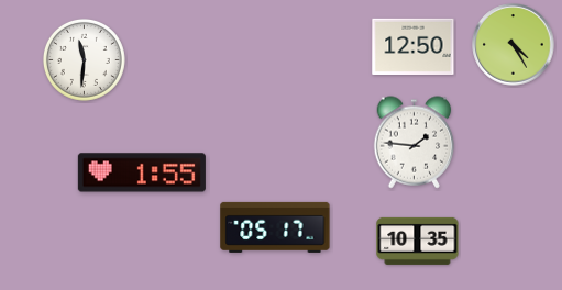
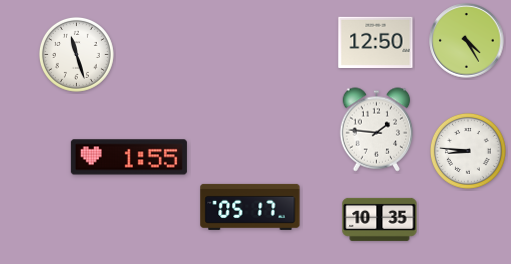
clock at (84, 59): 11:31 -> 11:27
clock at (468, 151): none -> 8:46
